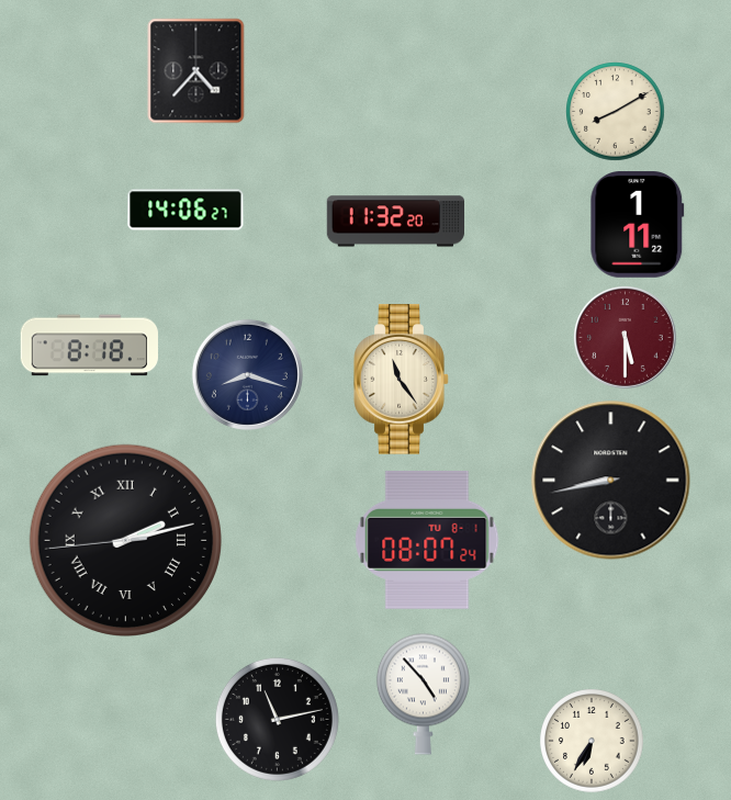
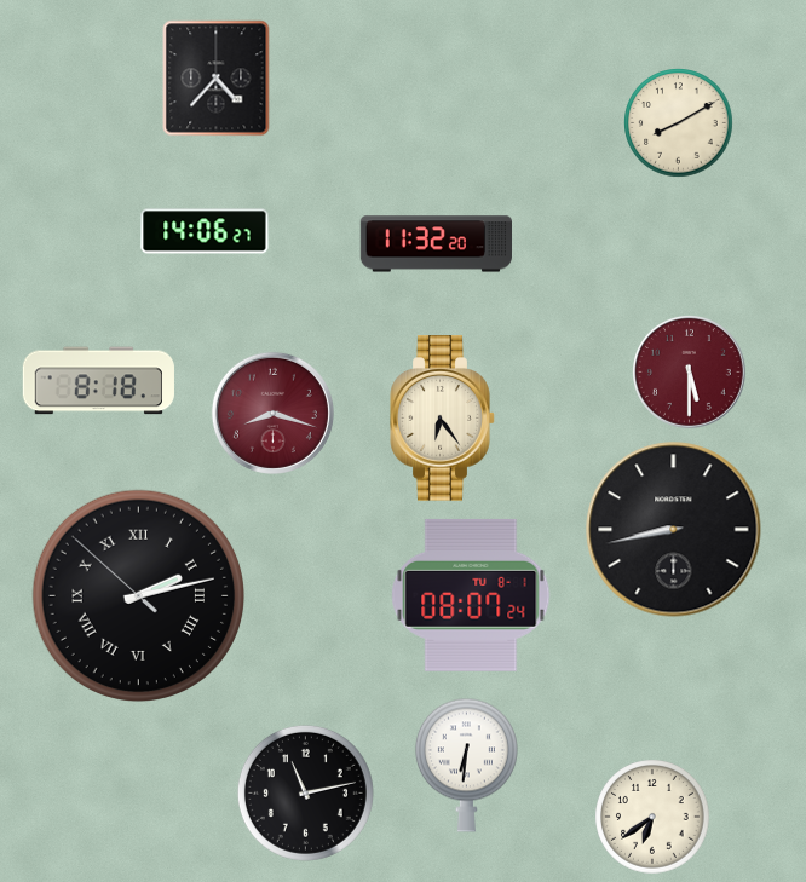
clock at (638, 225): 1:11 -> none
clock at (247, 374) dial: navy -> burgundy
clock at (402, 380): 11:24 -> 6:24
clock at (125, 540): 2:12:44 -> 2:12:52
clock at (423, 694): 4:53 -> 6:31
clock at (592, 741): 6:35 -> 6:39
